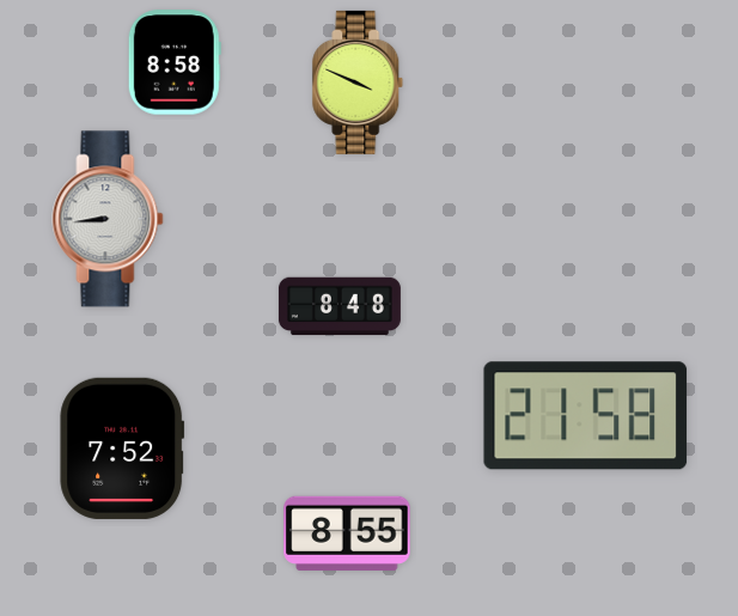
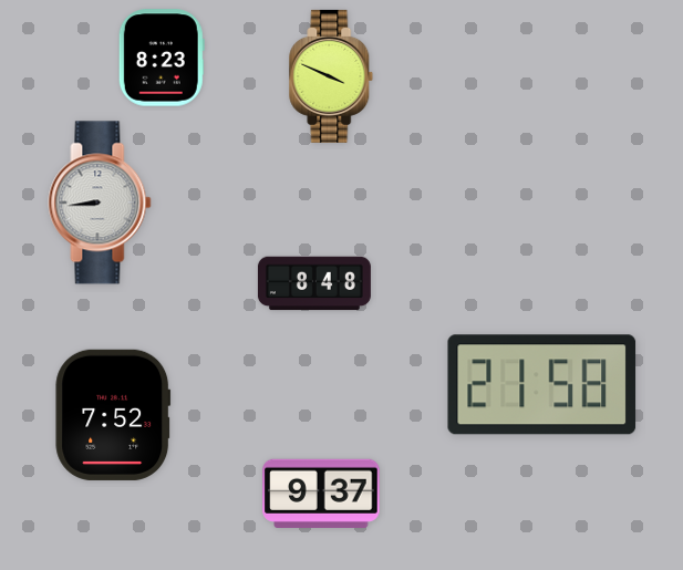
clock at (175, 62): 8:58 -> 8:23
clock at (347, 533): 8:55 -> 9:37
